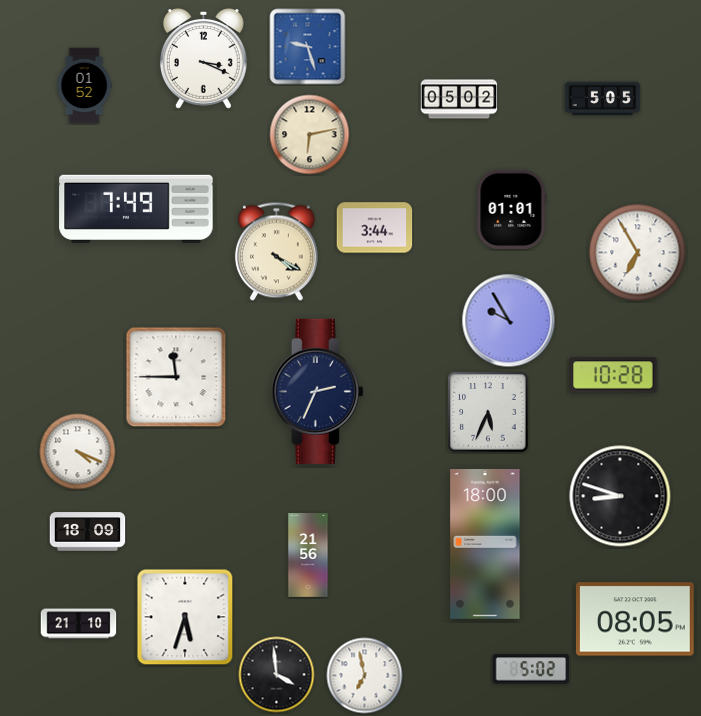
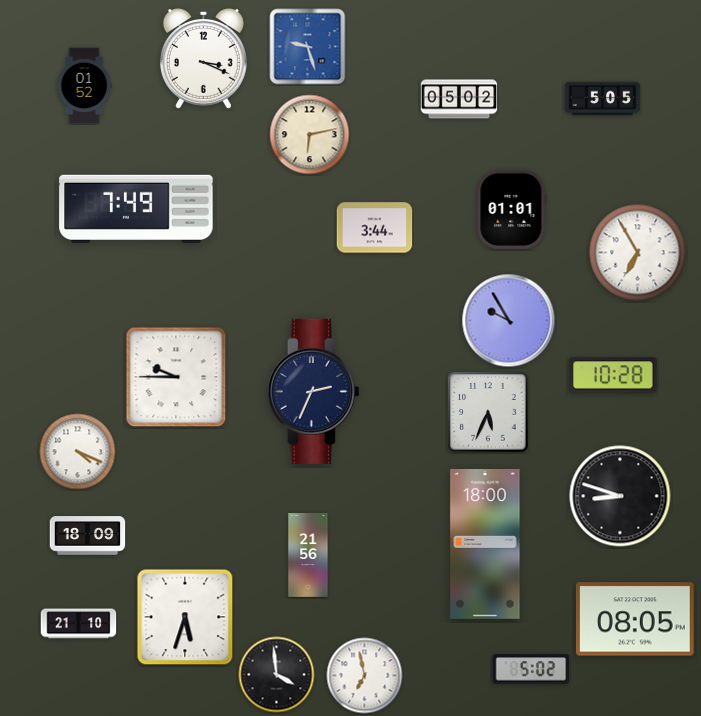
clock at (276, 252): 4:20 -> none
clock at (176, 377): 11:45 -> 9:45
clock at (317, 391) position: (317, 391) -> (313, 391)
clock at (88, 532) position: (88, 532) -> (88, 536)
